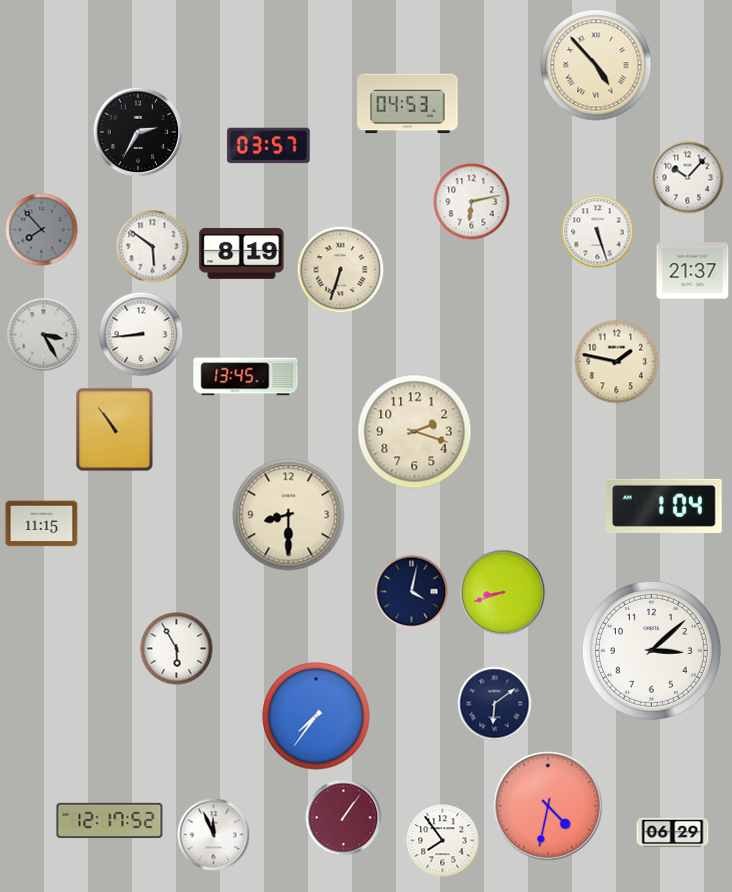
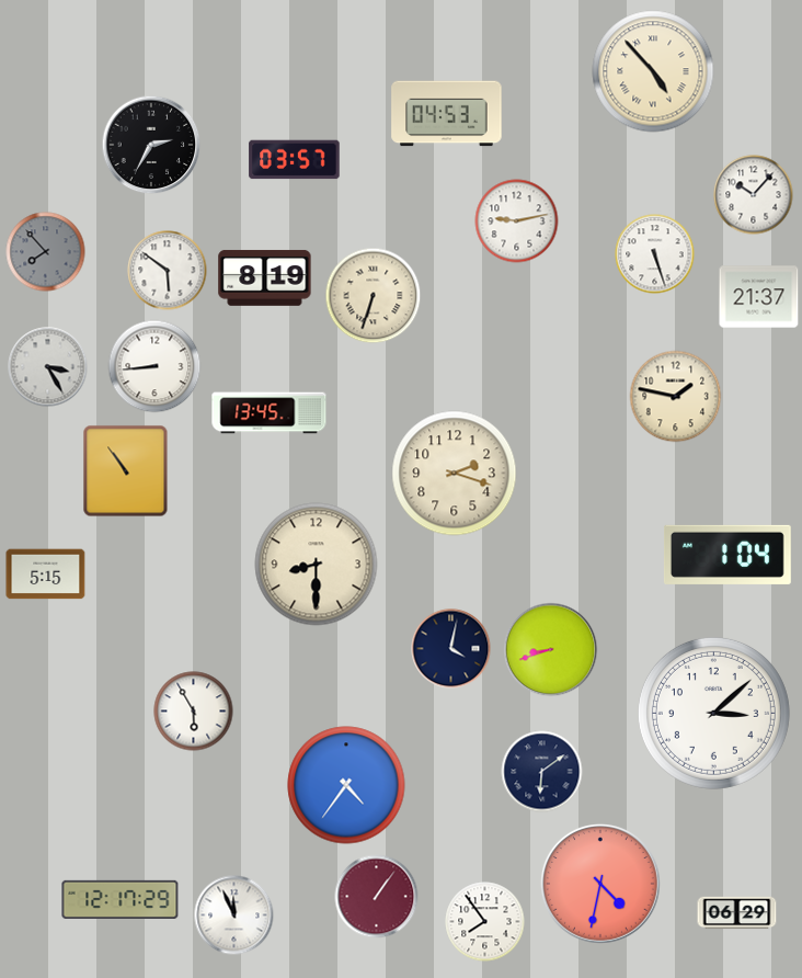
clock at (472, 202): 6:13 -> 9:13
clock at (42, 524): 11:15 -> 5:15
clock at (316, 716): 7:36 -> 4:36
clock at (110, 820): 12:17:52 -> 12:17:29
